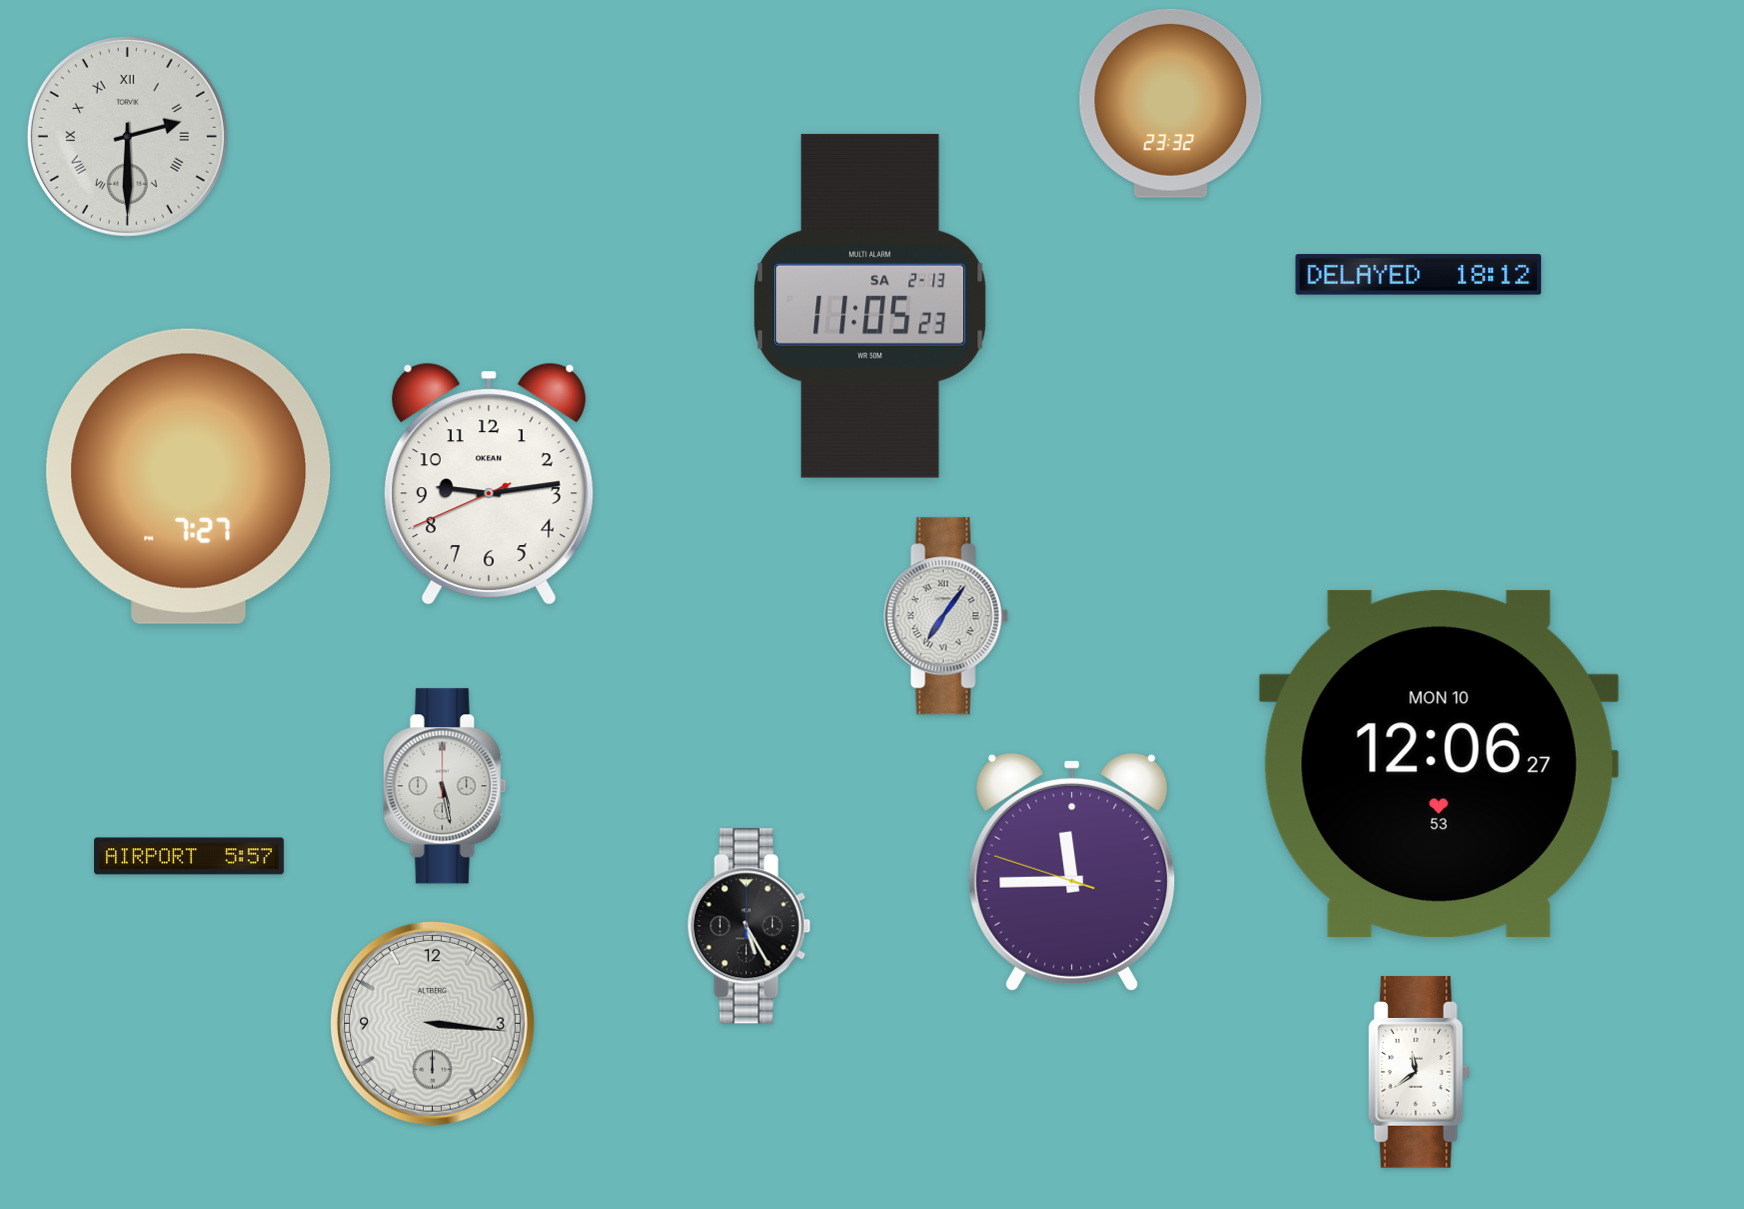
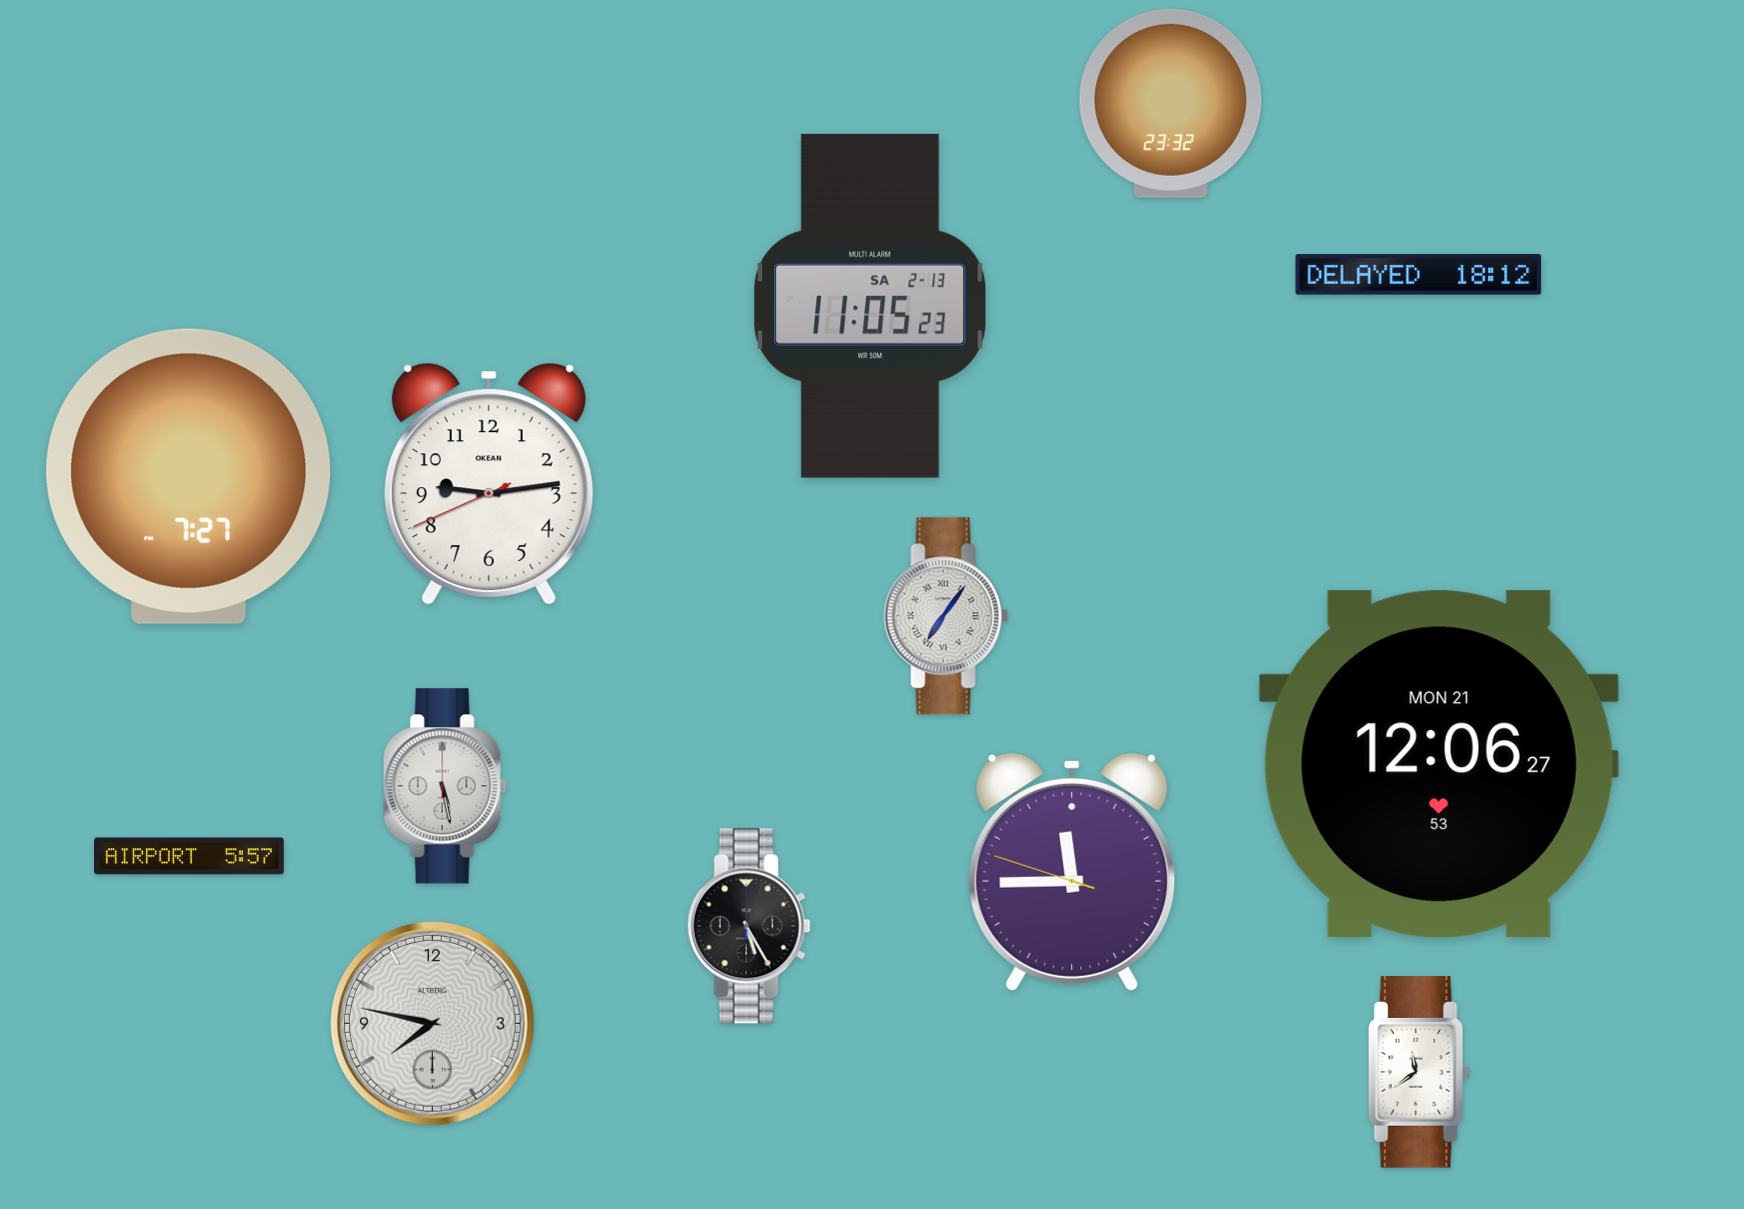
clock at (127, 136): 2:30 -> none
clock at (1439, 764) date: MON 10 -> MON 21
clock at (432, 1023): 3:16 -> 7:47
